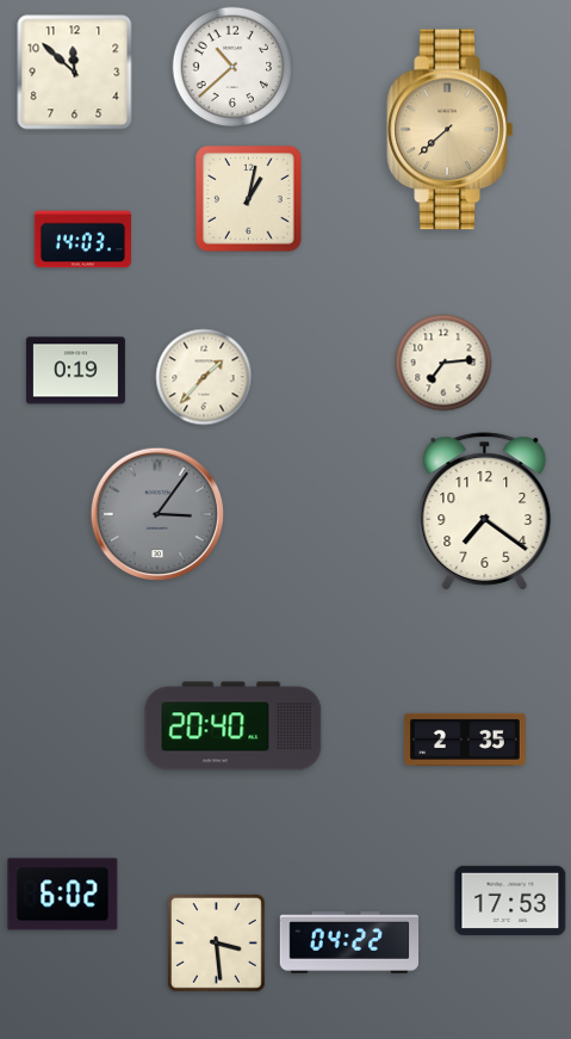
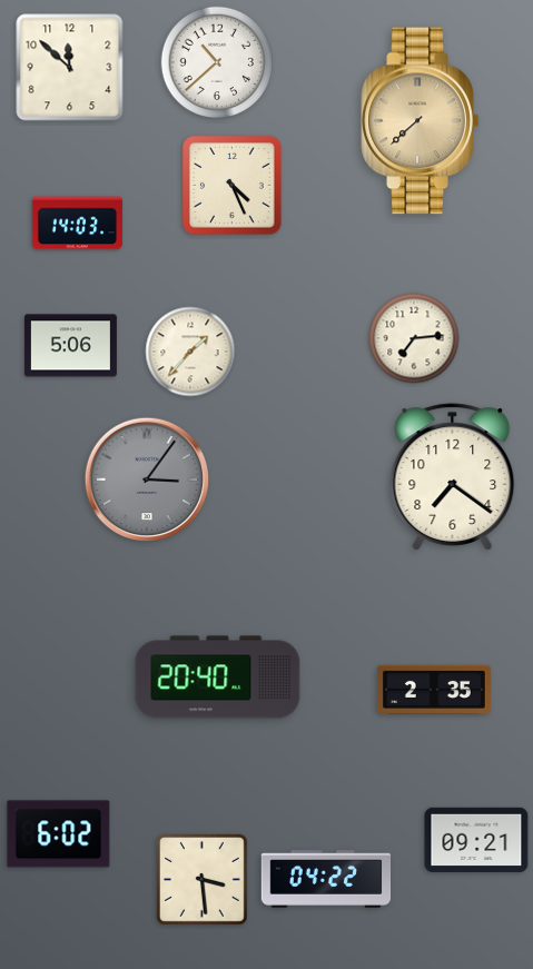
clock at (249, 199): 1:02 -> 4:26
clock at (75, 371): 0:19 -> 5:06
clock at (510, 901): 17:53 -> 09:21
